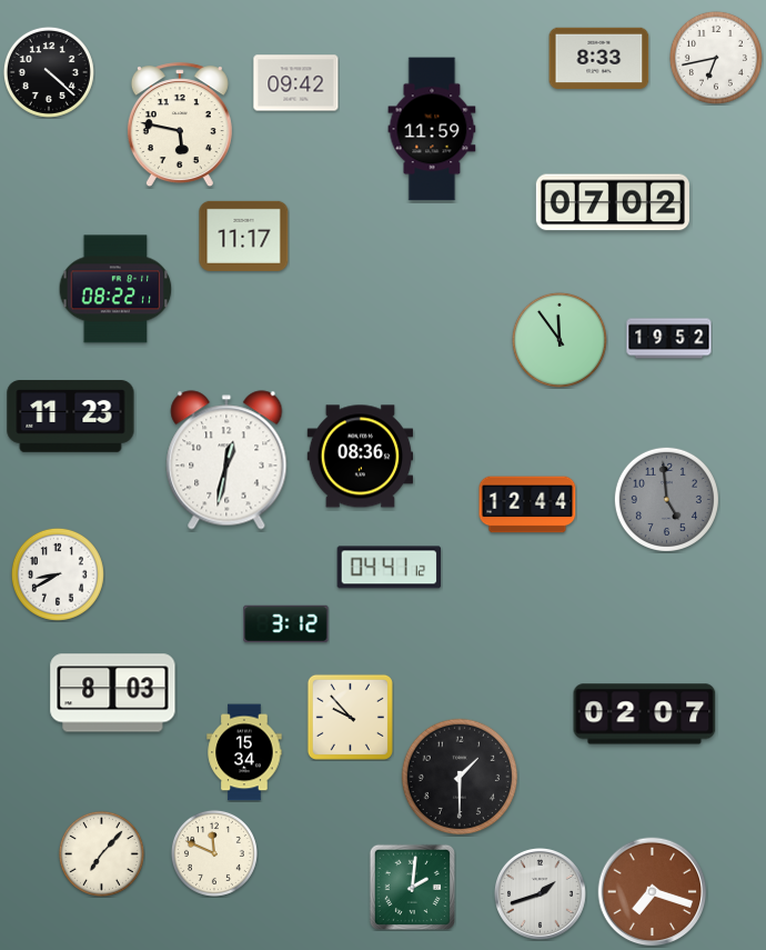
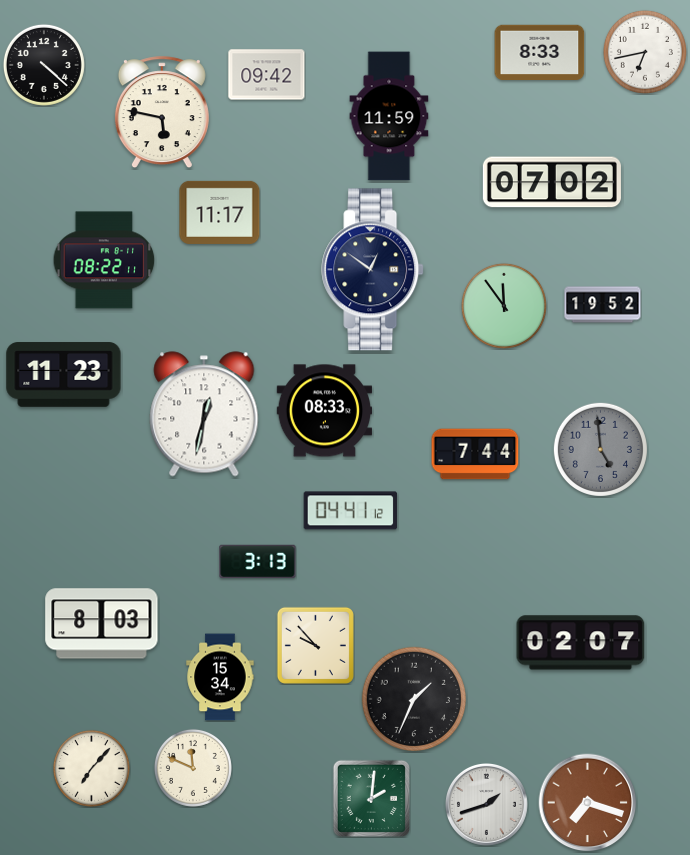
clock at (373, 270): none -> 12:51
clock at (361, 457): 08:36 -> 08:33
clock at (527, 504): 12:44 -> 7:44
clock at (58, 574): 8:40 -> none
clock at (286, 624): 3:12 -> 3:13
clock at (460, 777): 1:30 -> 1:34
